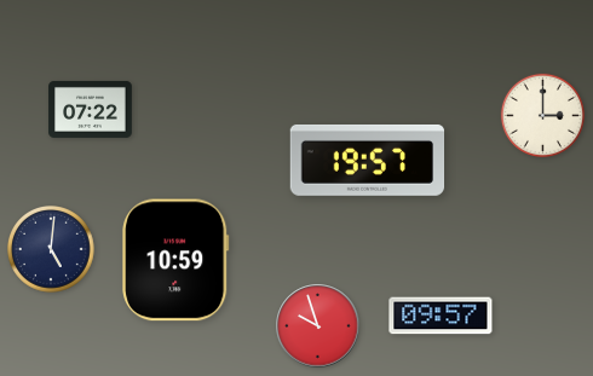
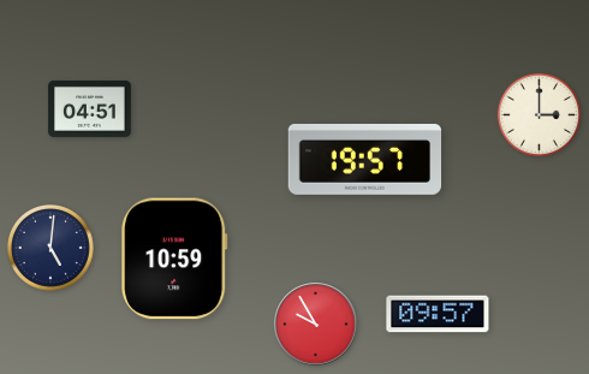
clock at (91, 109): 07:22 -> 04:51
clock at (318, 326): 9:57 -> 9:55
